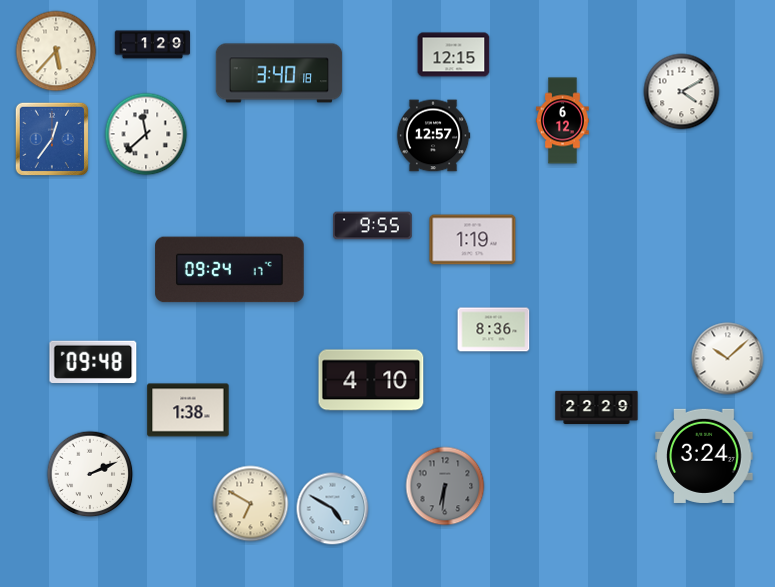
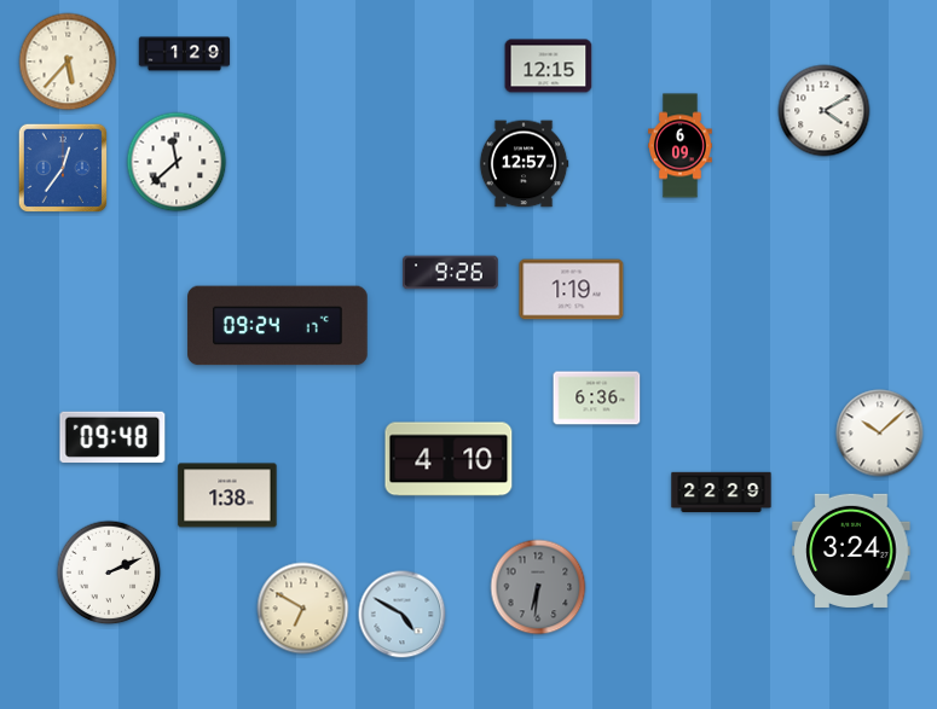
clock at (279, 73): 3:40 -> none
clock at (563, 121): 6:12 -> 6:09
clock at (373, 226): 9:55 -> 9:26
clock at (494, 330): 8:36 -> 6:36
